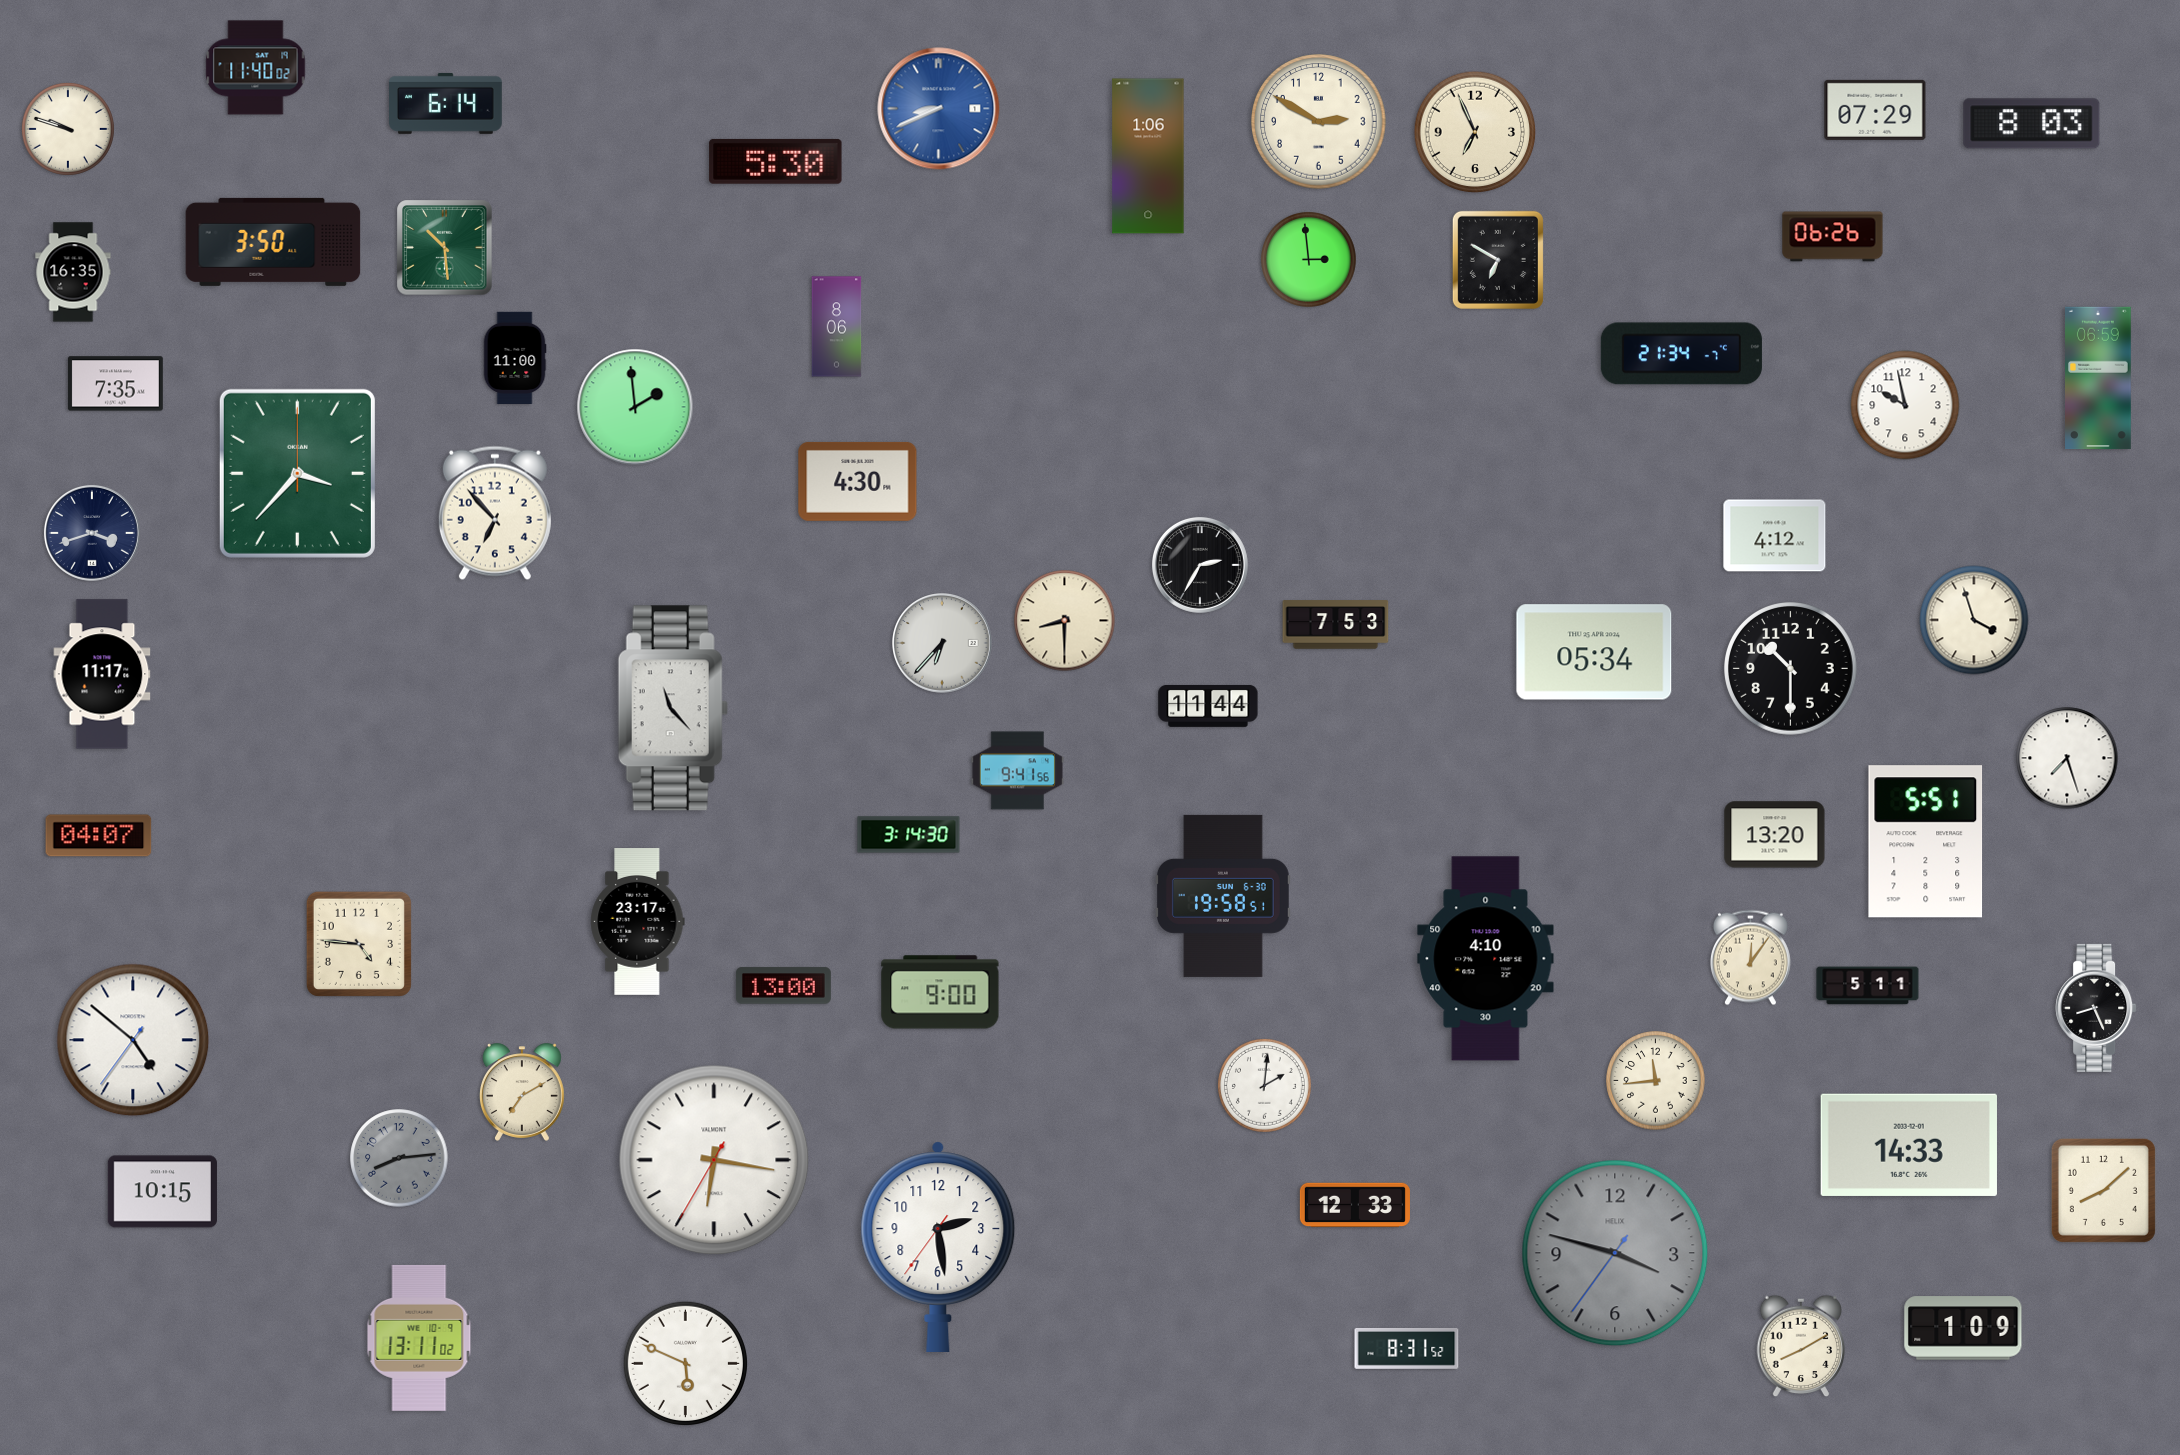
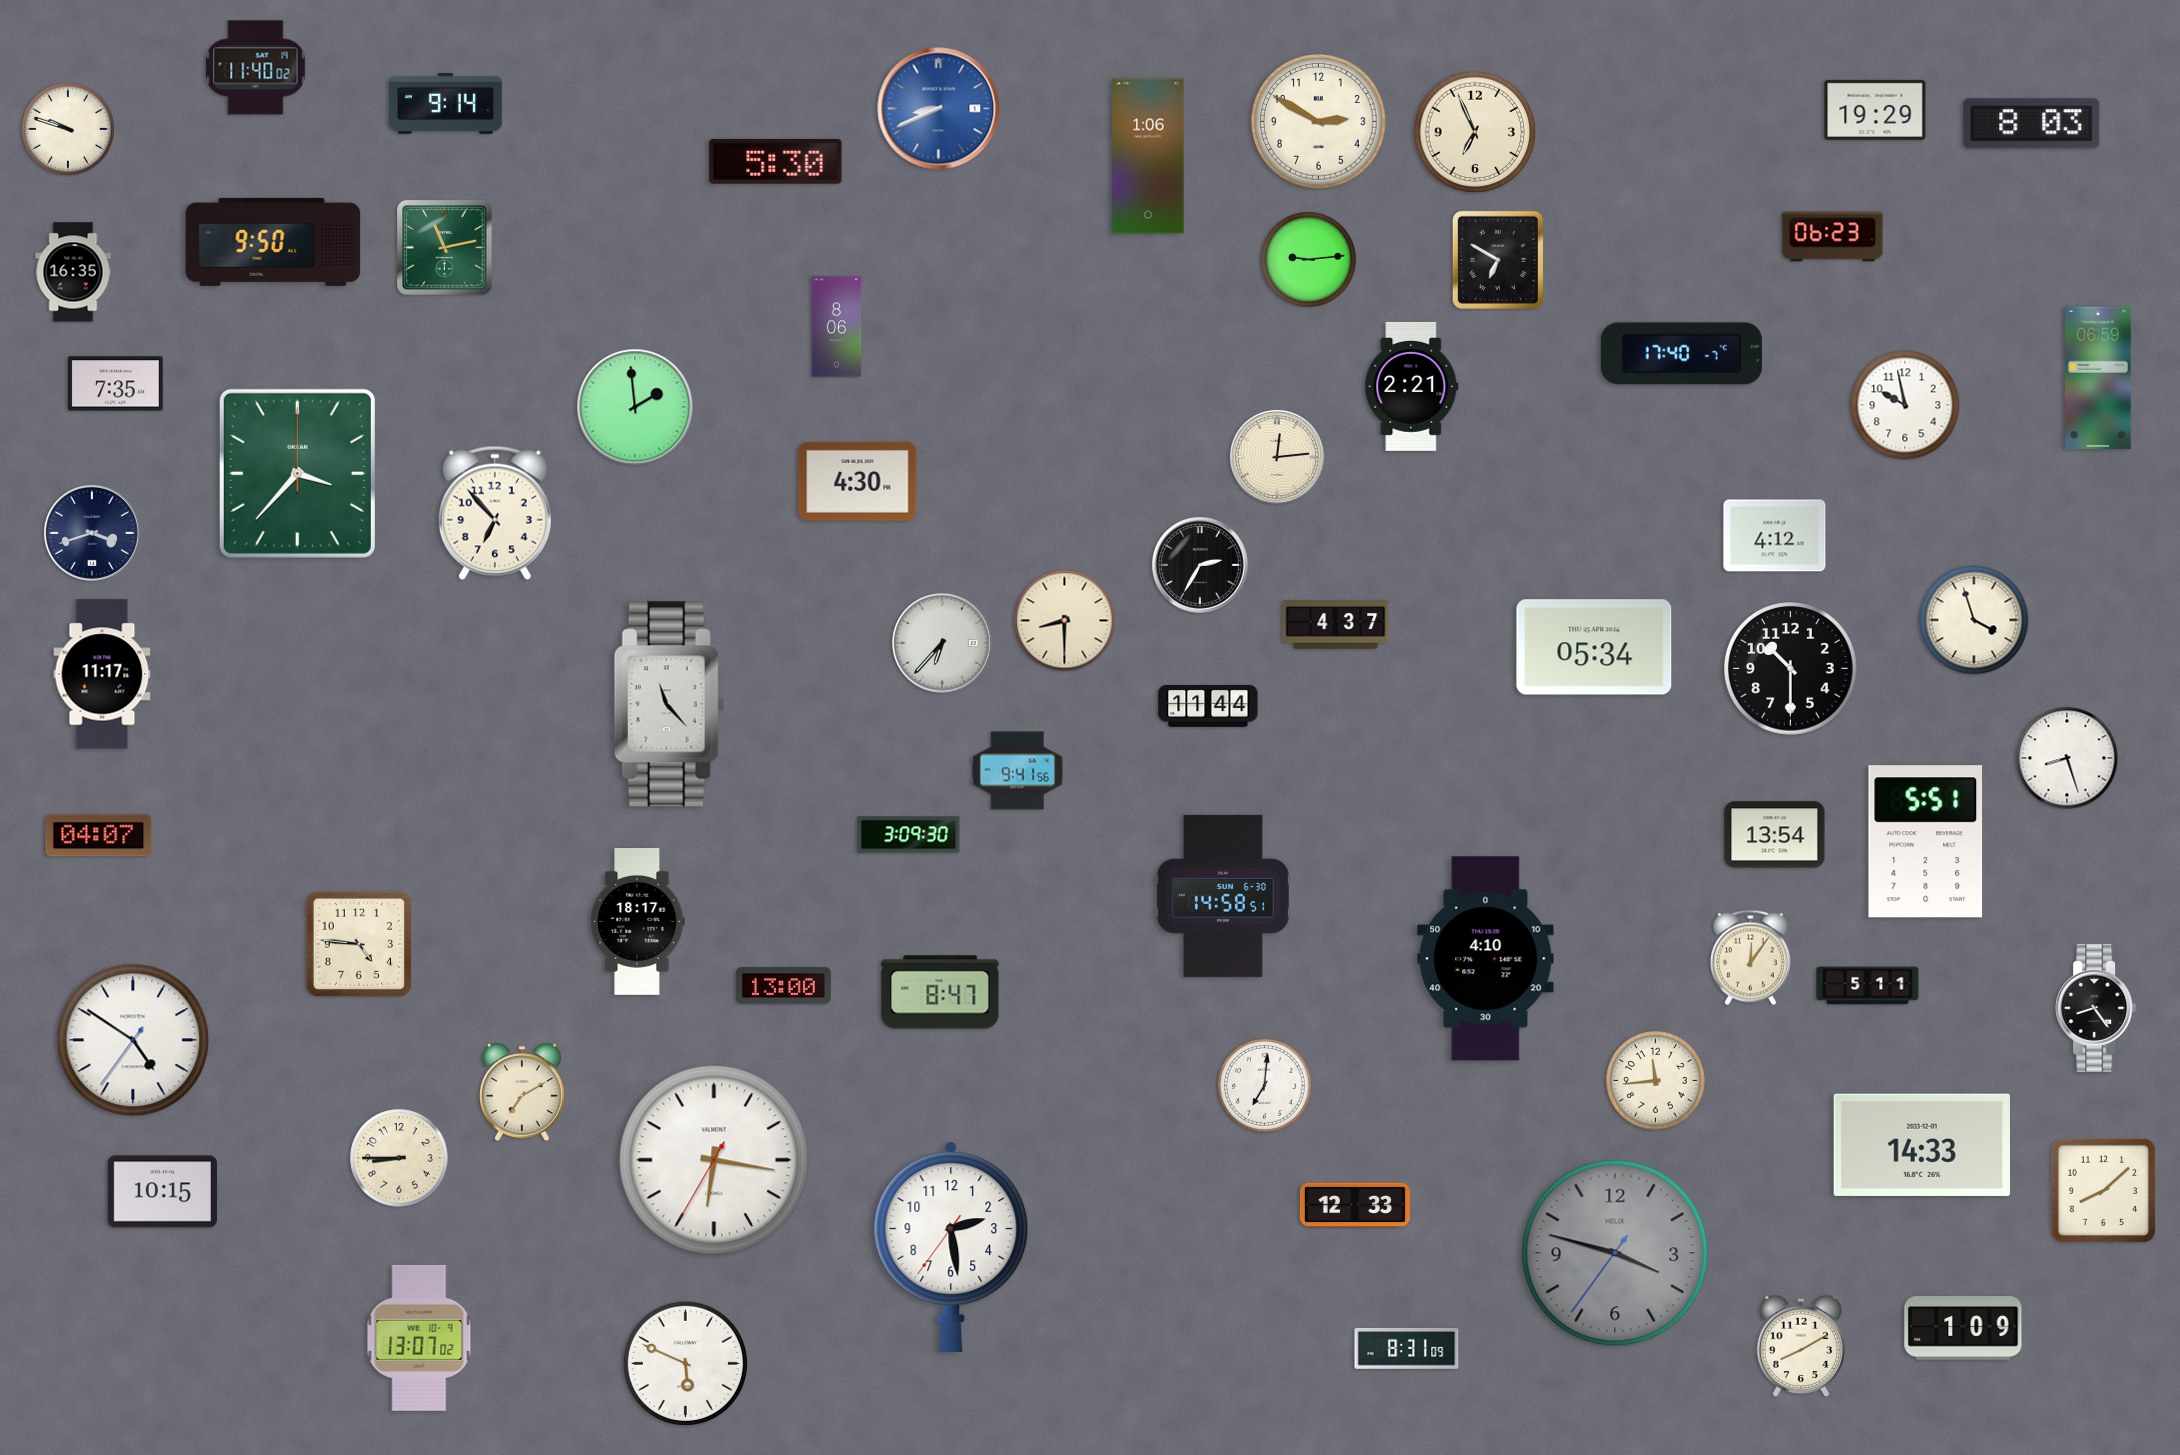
clock at (446, 103): 6:14 -> 9:14
clock at (1875, 110): 07:29 -> 19:29
clock at (1833, 237): 06:26 -> 06:23
clock at (273, 242): 3:50 -> 9:50
clock at (445, 248): 10:29 -> 11:13
clock at (1309, 260): 2:59 -> 9:14
clock at (1681, 354): 21:34 -> 17:40
clock at (515, 357): 11:00 -> none
clock at (1412, 386): none -> 2:21
clock at (1277, 457): none -> 12:14
clock at (1336, 625): 7:53 -> 4:37
clock at (1594, 652) position: (1594, 652) -> (1594, 647)
clock at (673, 708) position: (673, 708) -> (669, 704)
clock at (2067, 758): 7:27 -> 8:27
clock at (909, 835): 3:14 -> 3:09
clock at (1775, 835): 13:20 -> 13:54
clock at (1223, 896): 19:58 -> 14:58
clock at (638, 922): 23:17 -> 18:17
clock at (940, 992): 9:00 -> 8:47
clock at (2096, 1008): 8:26 -> 8:24
clock at (133, 1040): 4:51 -> 4:50
clock at (1264, 1085): 2:01 -> 7:01
clock at (1909, 1145) position: (1909, 1145) -> (1922, 1145)
clock at (399, 1158): 8:14 -> 8:45
clock at (399, 1158) dial: grey -> cream
clock at (938, 1247) position: (938, 1247) -> (951, 1247)
clock at (419, 1338): 13:11 -> 13:07
clock at (1407, 1348): 8:31:52 -> 8:31:09
